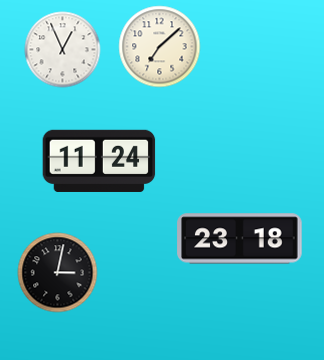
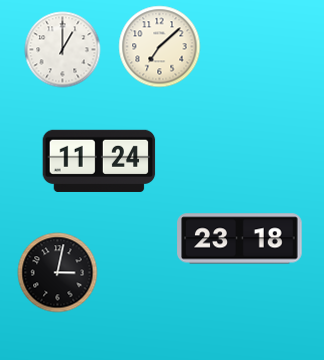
clock at (63, 50): 12:56 -> 1:00
